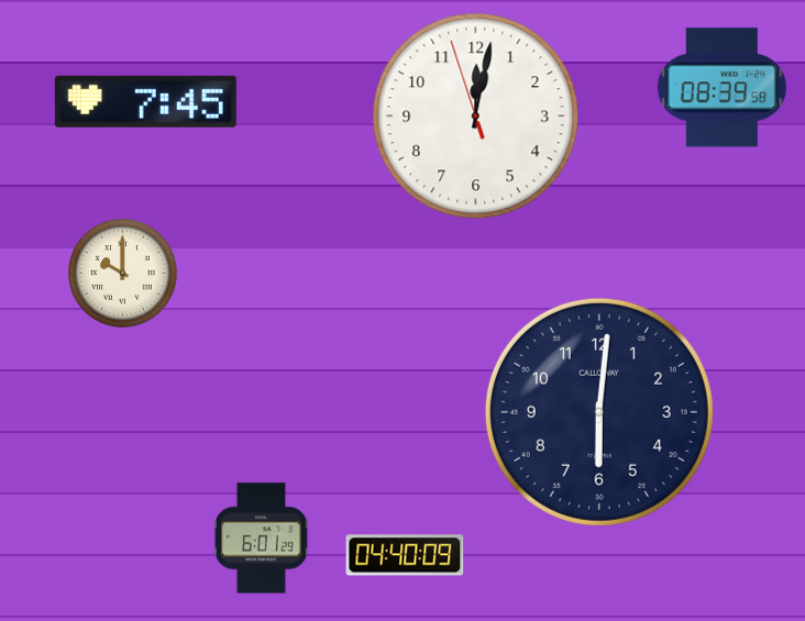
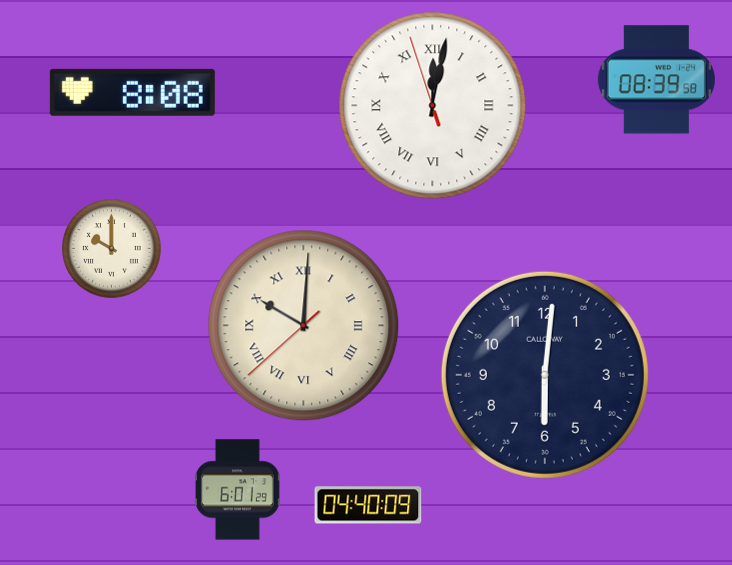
clock at (145, 101): 7:45 -> 8:08
clock at (476, 117) numerals: Arabic -> Roman
clock at (304, 326): none -> 10:00
